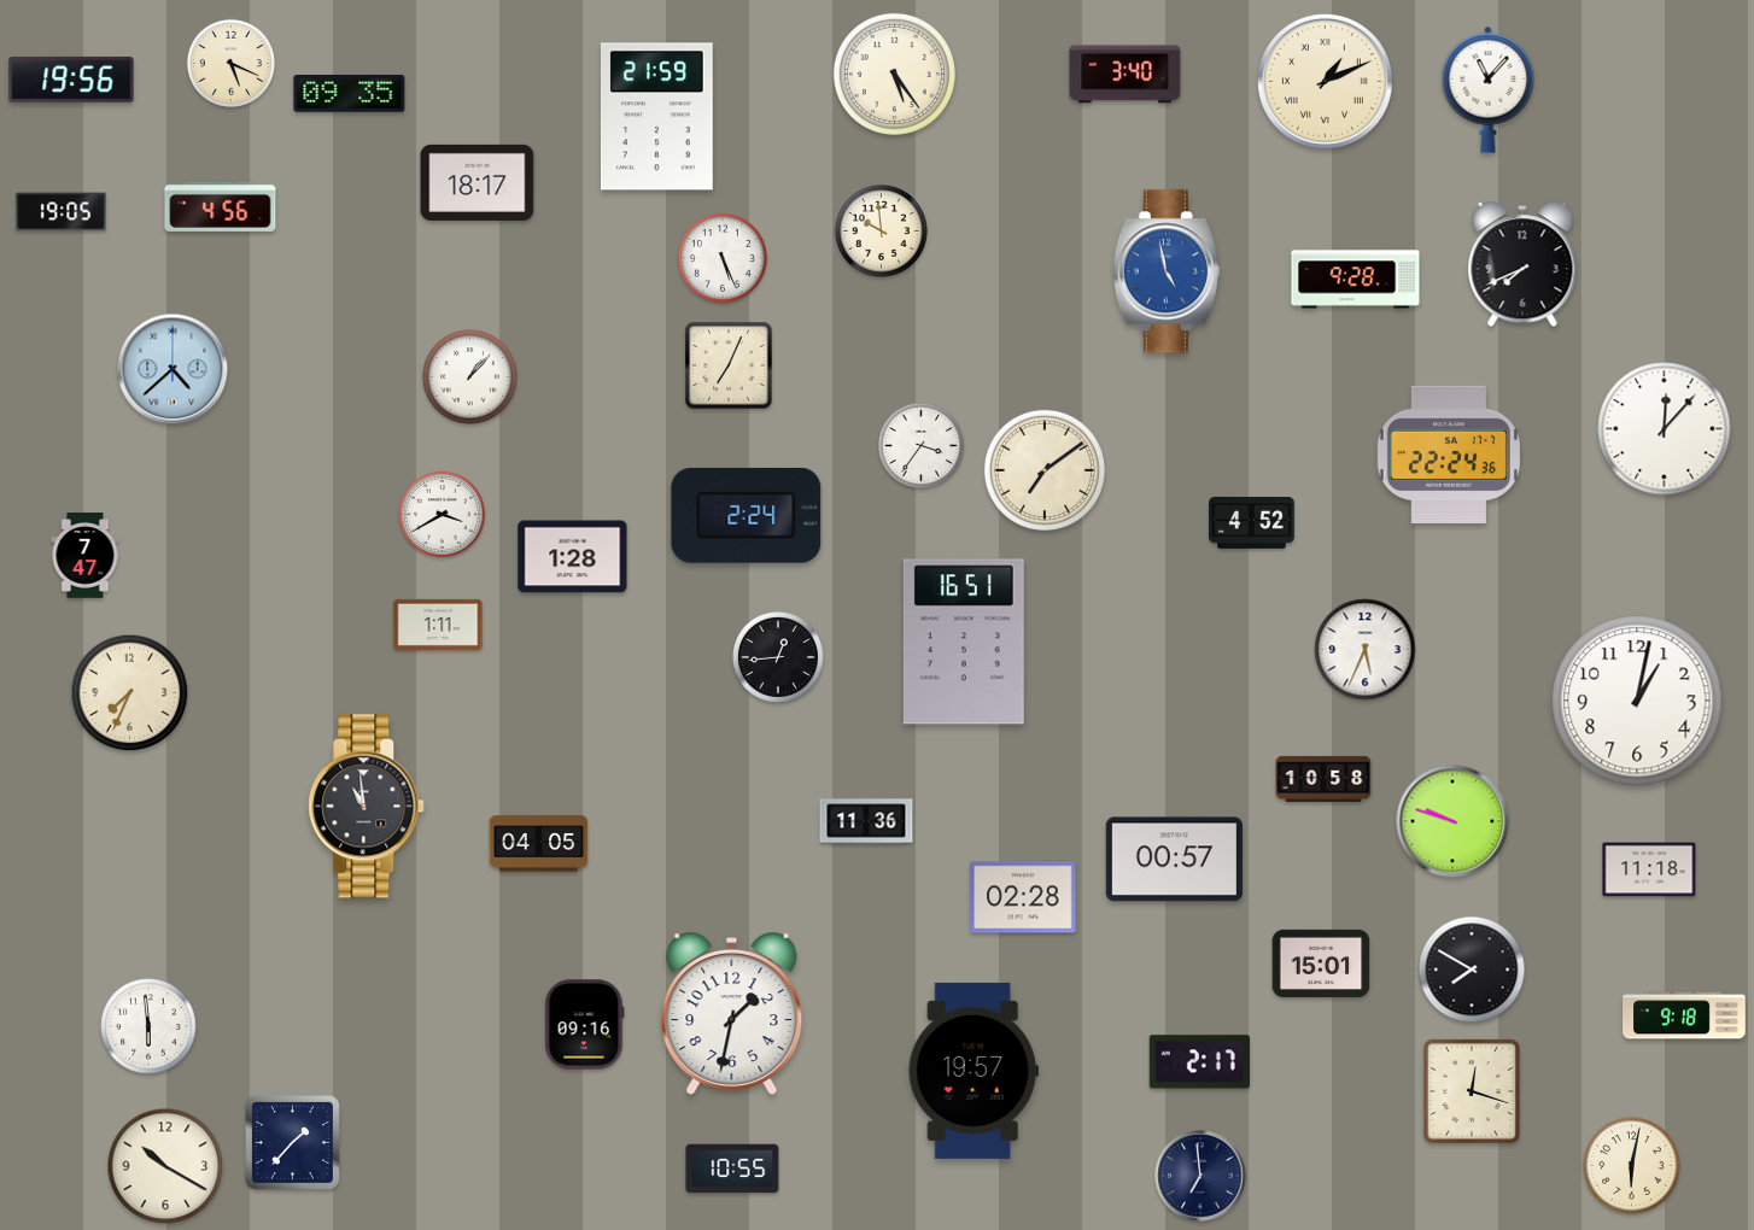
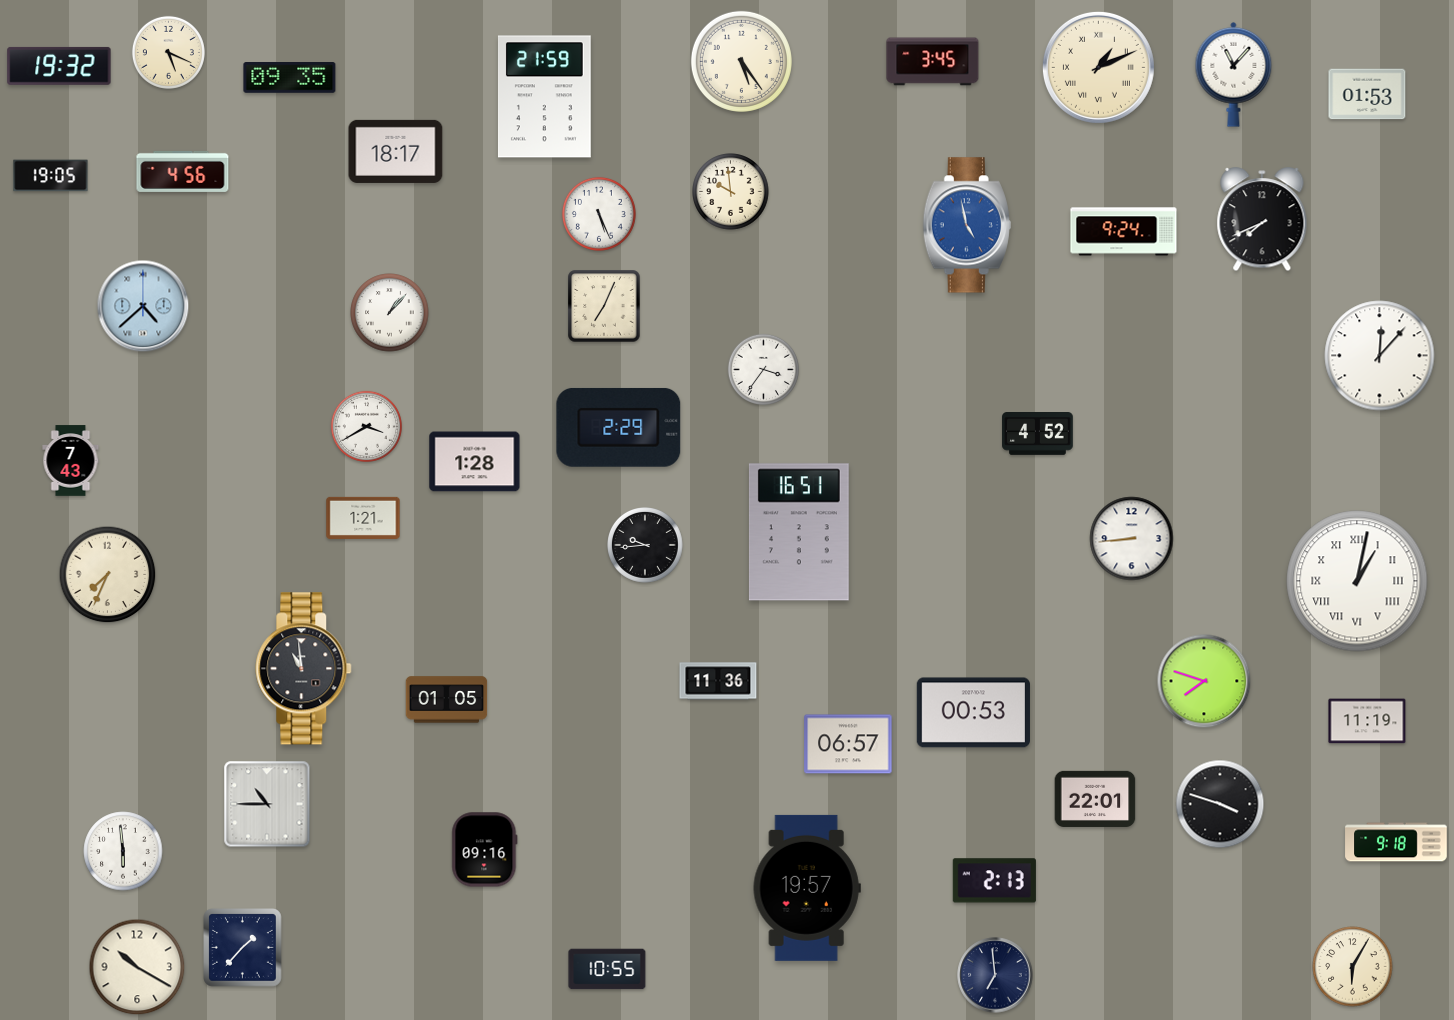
clock at (230, 63) position: (230, 63) -> (168, 52)
clock at (1126, 75): 3:40 -> 3:45
clock at (71, 80): 19:56 -> 19:32
clock at (1367, 94): none -> 01:53
clock at (1356, 280): 9:28 -> 9:24
clock at (729, 365) position: (729, 365) -> (604, 306)
clock at (1449, 455): 22:24 -> none
clock at (1045, 470): 7:09 -> none
clock at (747, 515): 2:24 -> 2:29
clock at (86, 556): 7:47 -> 7:43
clock at (438, 625): 1:11 -> 1:21
clock at (1366, 650): 5:34 -> 8:44
clock at (779, 658): 12:44 -> 9:44
clock at (1637, 701) numerals: Arabic -> Roman
clock at (1323, 779): 10:58 -> none
clock at (1452, 821): 9:48 -> 7:48
clock at (539, 844): 04:05 -> 01:05
clock at (1174, 860): 00:57 -> 00:53
clock at (1649, 869): 11:18 -> 11:19
clock at (1023, 897): 02:28 -> 06:57
clock at (1321, 962): 15:01 -> 22:01
clock at (267, 804): none -> 10:45
clock at (1472, 970): 7:50 -> 3:48
clock at (732, 1014): 1:32 -> none
clock at (1199, 1062): 2:17 -> 2:13
clock at (1472, 1091): 12:18 -> none
clock at (1632, 1166): 6:02 -> 6:05
